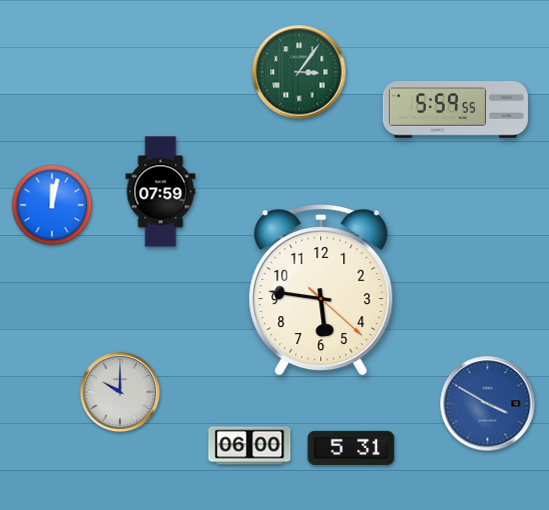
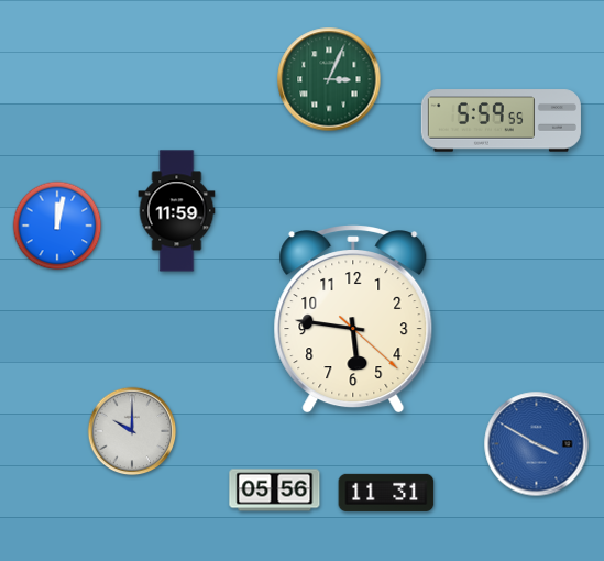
clock at (299, 72): 3:06 -> 3:04
clock at (161, 192): 07:59 -> 11:59
clock at (250, 446): 06:00 -> 05:56
clock at (351, 448): 5:31 -> 11:31
